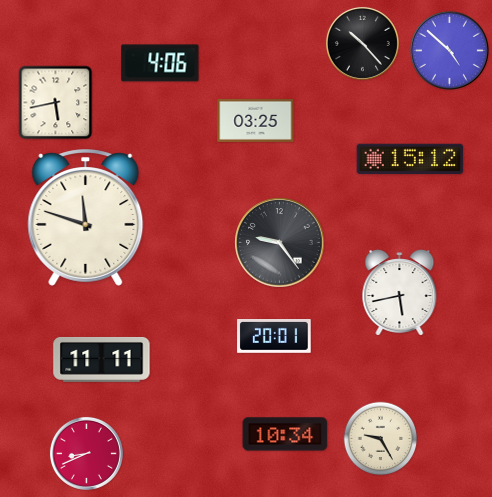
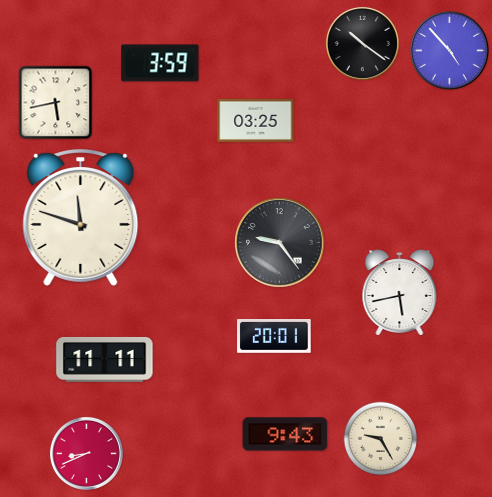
clock at (362, 43): 10:23 -> 10:21
clock at (450, 51): 4:52 -> 4:53
clock at (160, 63): 4:06 -> 3:59
clock at (410, 159): 15:12 -> none
clock at (86, 218) position: (86, 218) -> (81, 218)
clock at (102, 359) position: (102, 359) -> (105, 359)
clock at (285, 434): 10:34 -> 9:43
